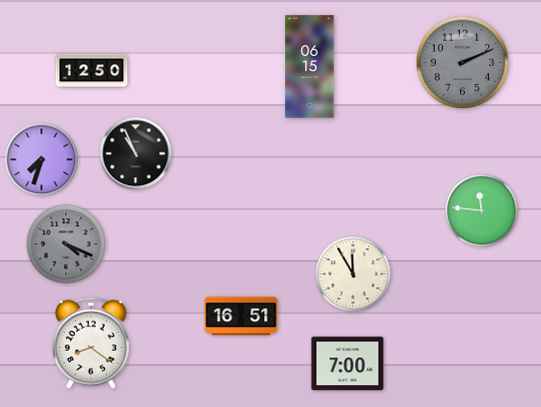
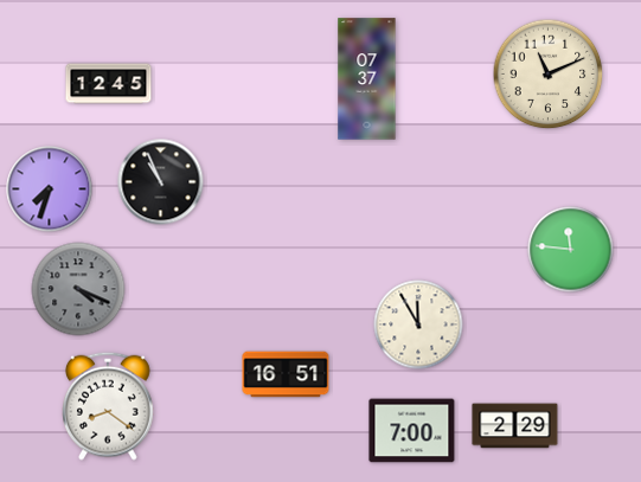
clock at (463, 63): 2:11 -> 11:11
clock at (463, 63) dial: grey -> cream
clock at (310, 67): 06:15 -> 07:37
clock at (92, 71): 12:50 -> 12:45
clock at (515, 426): none -> 2:29
